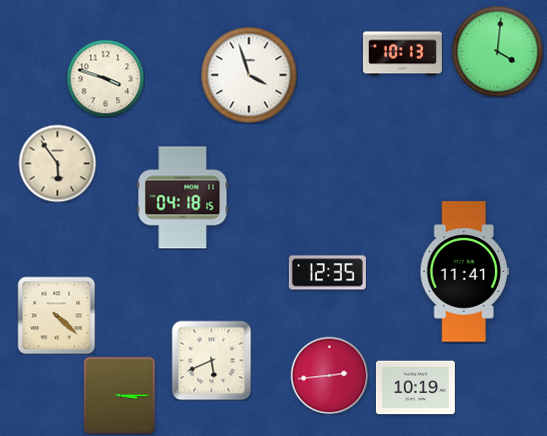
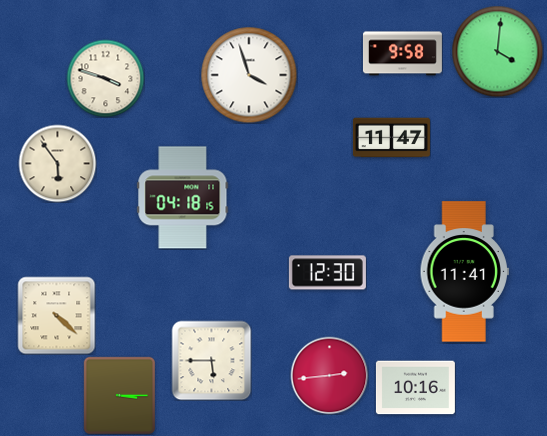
clock at (402, 54): 10:13 -> 9:58
clock at (391, 138): none -> 11:47
clock at (327, 273): 12:35 -> 12:30
clock at (211, 360): 5:41 -> 5:45
clock at (415, 388): 10:19 -> 10:16
